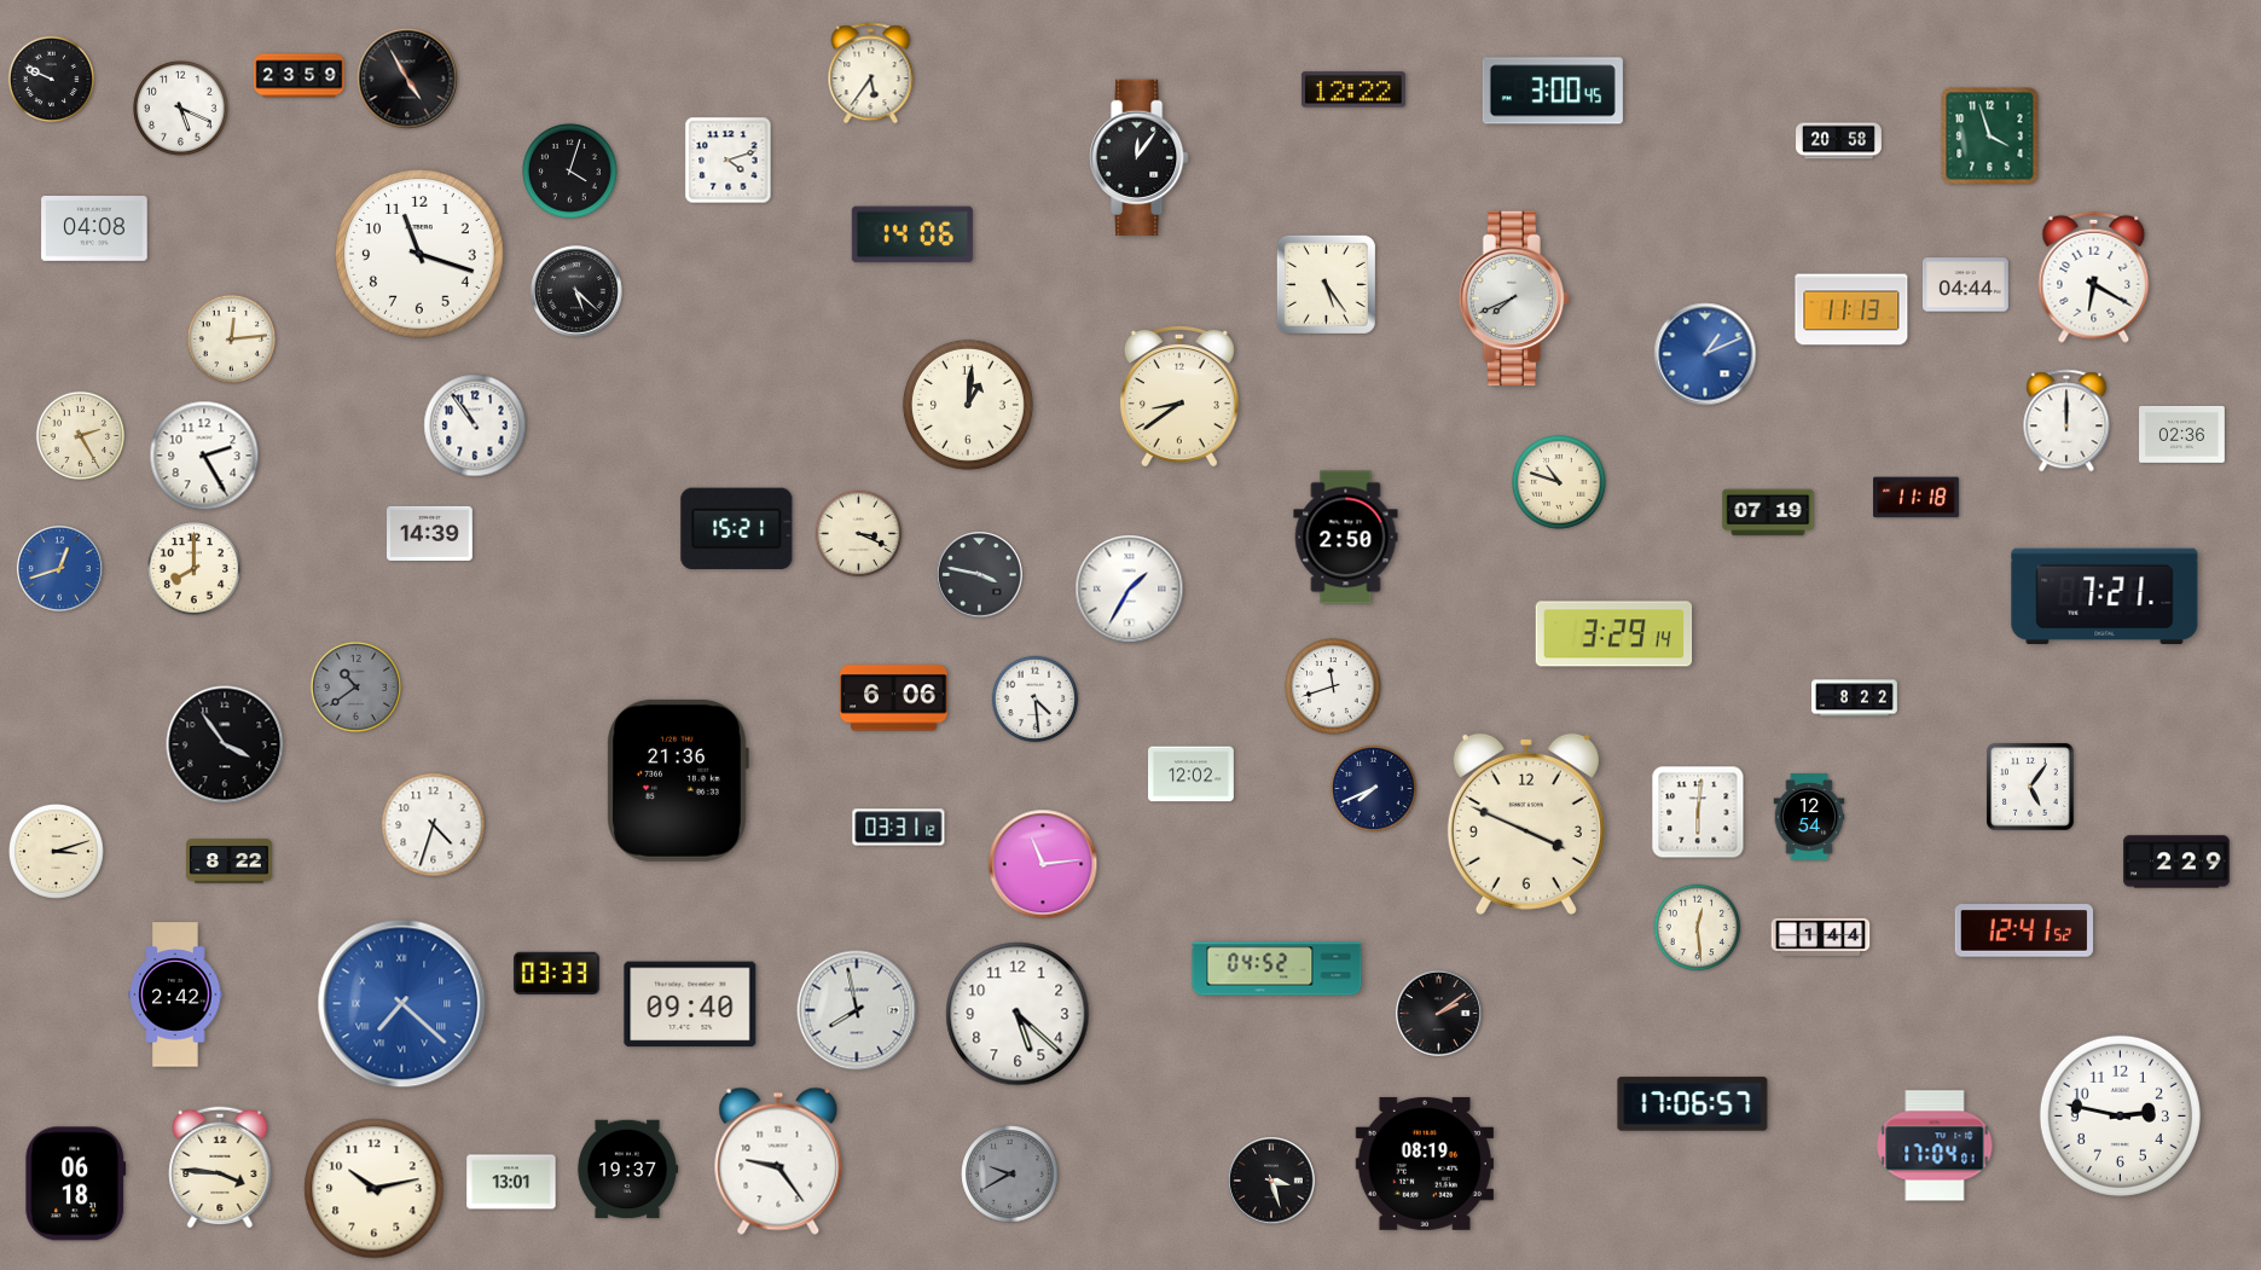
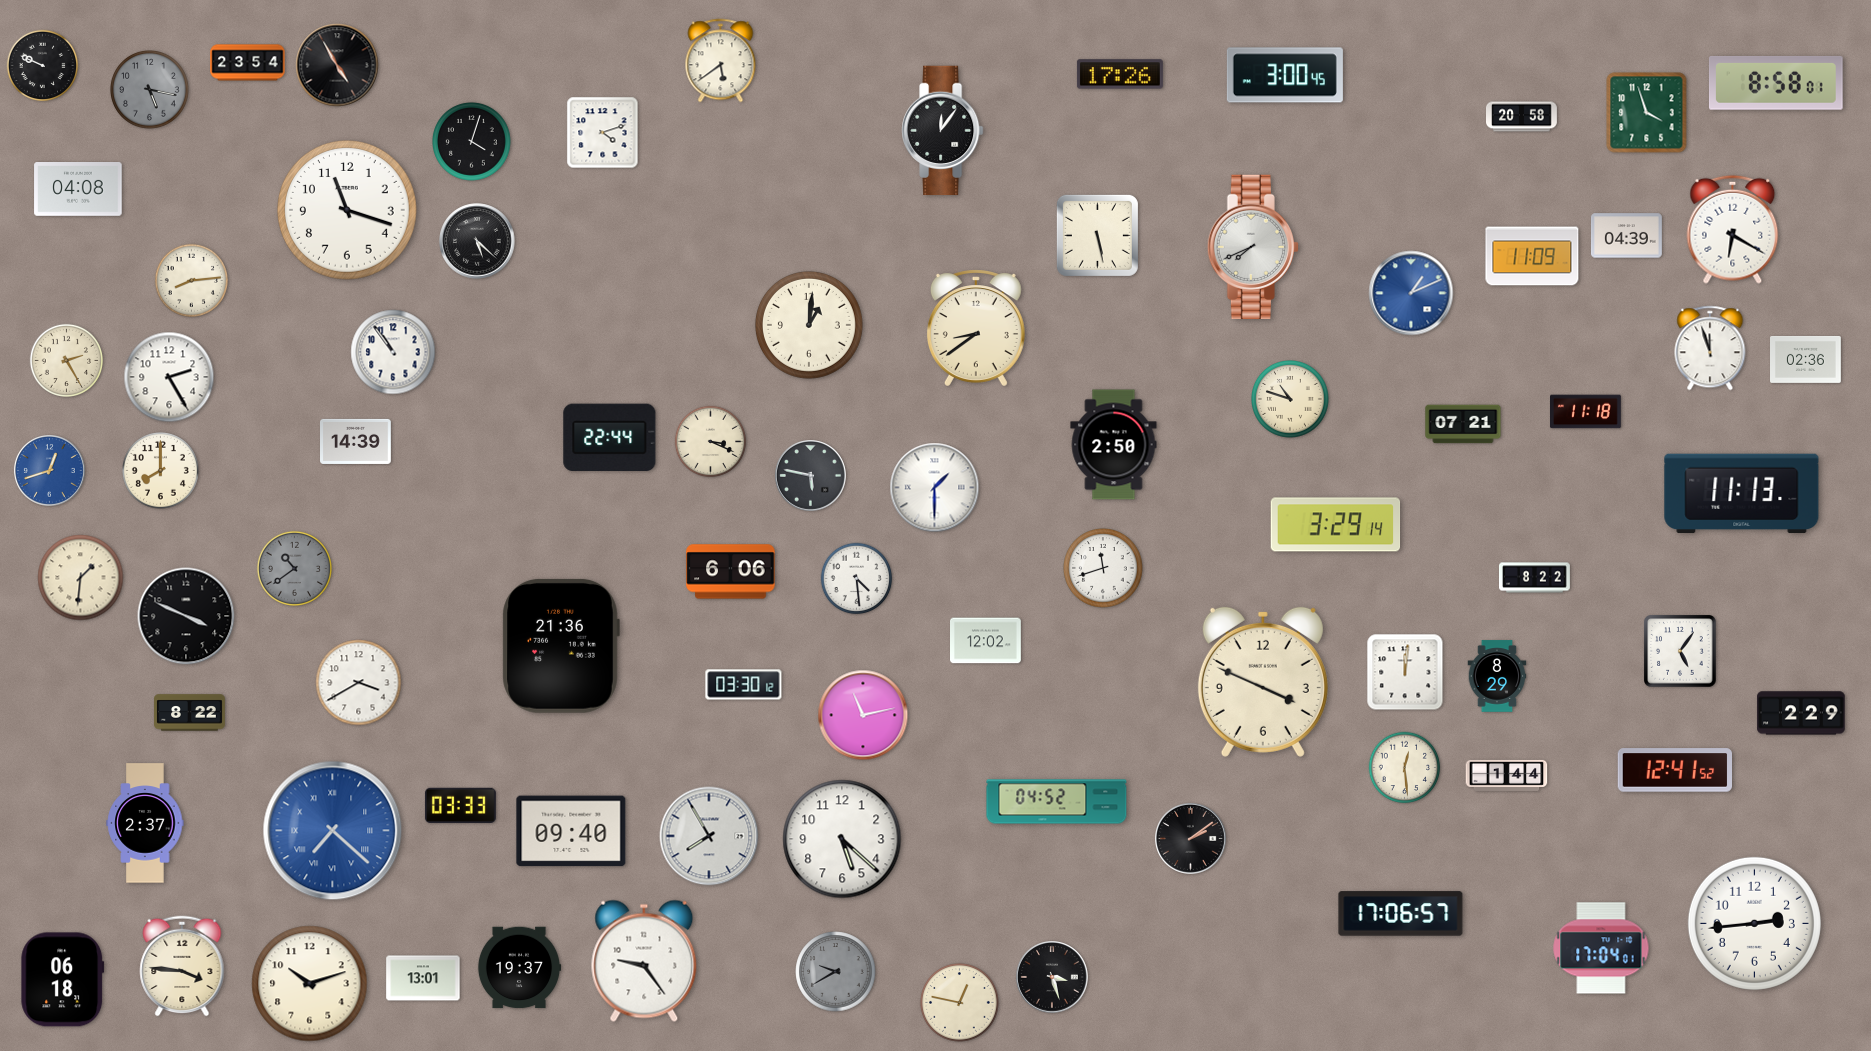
clock at (871, 74): 5:36 -> 5:39
clock at (300, 76): 23:59 -> 23:54
clock at (1353, 89): 12:22 -> 17:26
clock at (1776, 83): none -> 8:58
clock at (181, 109): 5:19 -> 5:17
clock at (181, 109) dial: white -> grey
clock at (912, 234): 14:06 -> none
clock at (1326, 284): 5:24 -> 5:28
clock at (1965, 285): 04:44 -> 04:39
clock at (1851, 309): 11:13 -> 11:09
clock at (231, 338): 12:14 -> 8:14
clock at (968, 405) position: (968, 405) -> (809, 325)
clock at (2066, 421): 12:00 -> 11:57
clock at (1768, 512): 07:19 -> 07:21
clock at (737, 529): 15:21 -> 22:44
clock at (980, 575): 3:47 -> 5:47
clock at (1130, 590): 1:35 -> 1:30
clock at (2105, 597): 7:21 -> 11:13
clock at (81, 578): none -> 1:31
clock at (894, 698) position: (894, 698) -> (731, 572)
clock at (225, 744): 3:54 -> 3:49
clock at (1374, 789): 7:41 -> none
clock at (1698, 812): 6:01 -> 12:01
clock at (1809, 817): 12:54 -> 8:29
clock at (434, 825): 4:33 -> 3:40
clock at (899, 828): 03:31 -> 03:30
clock at (57, 852): 3:12 -> none
clock at (1043, 864): 11:14 -> 11:13
clock at (175, 994): 2:42 -> 2:37
clock at (857, 1010): 7:58 -> 7:55
clock at (2120, 1115): 2:47 -> 2:44
clock at (1424, 1164): 08:19 -> none
clock at (375, 1189): 10:13 -> 10:12
clock at (960, 1003): none -> 12:47
